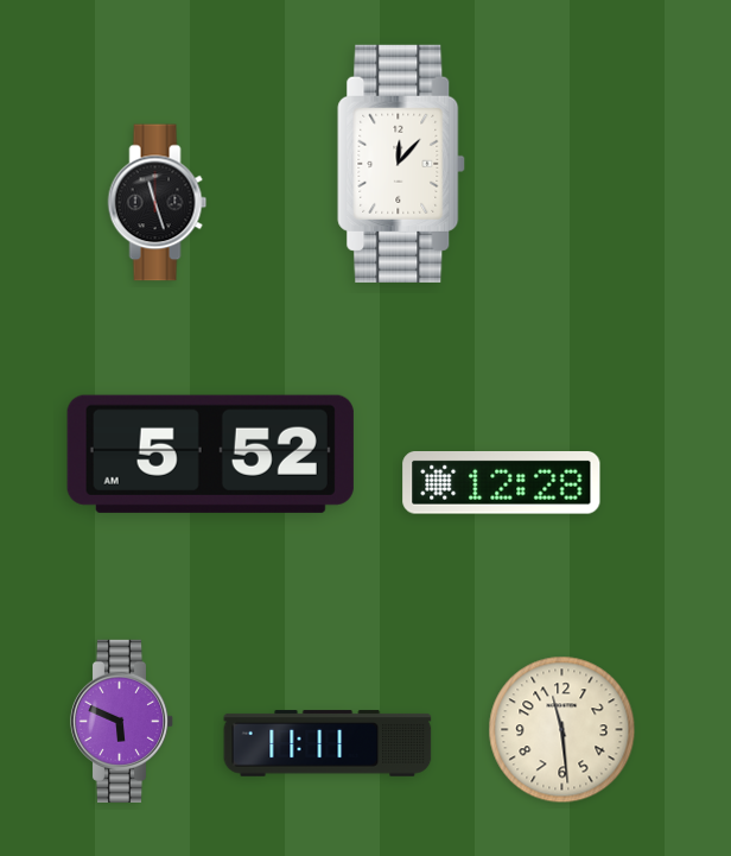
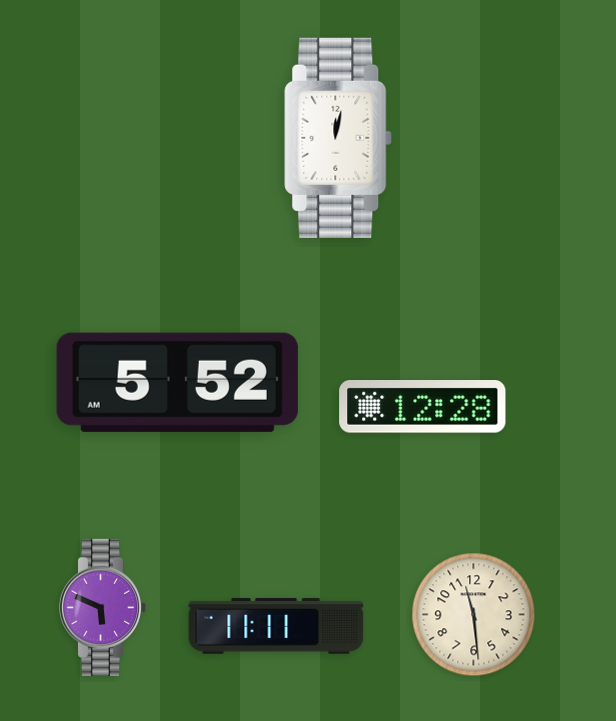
clock at (401, 164): 12:07 -> 12:02
clock at (158, 203): 11:27 -> none
